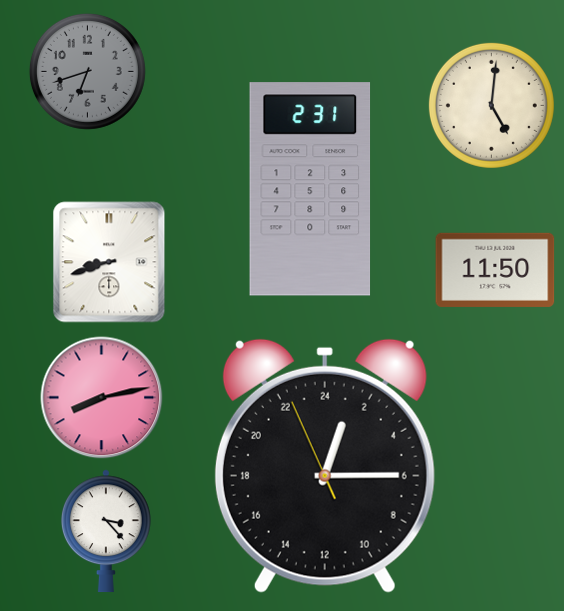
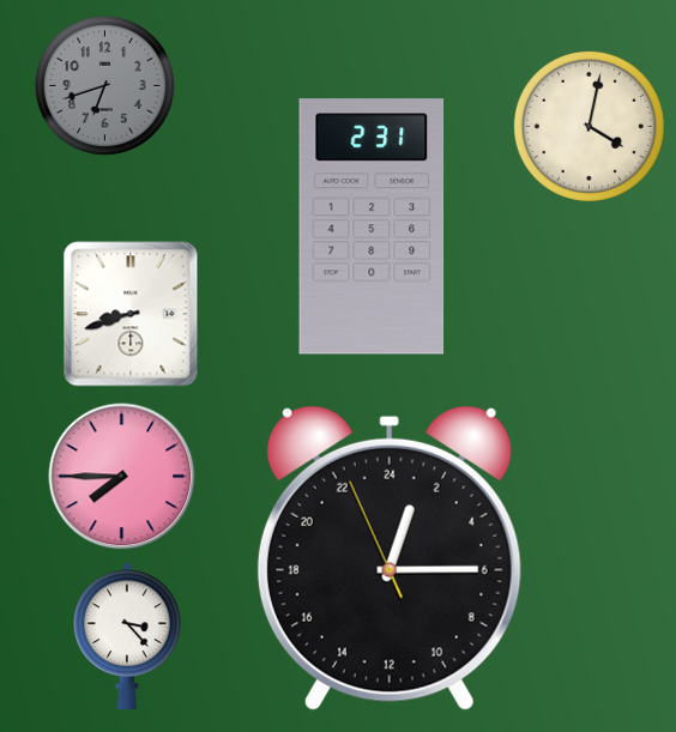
clock at (491, 105): 5:01 -> 4:02
clock at (495, 270): 11:50 -> none
clock at (102, 398): 8:13 -> 7:45
